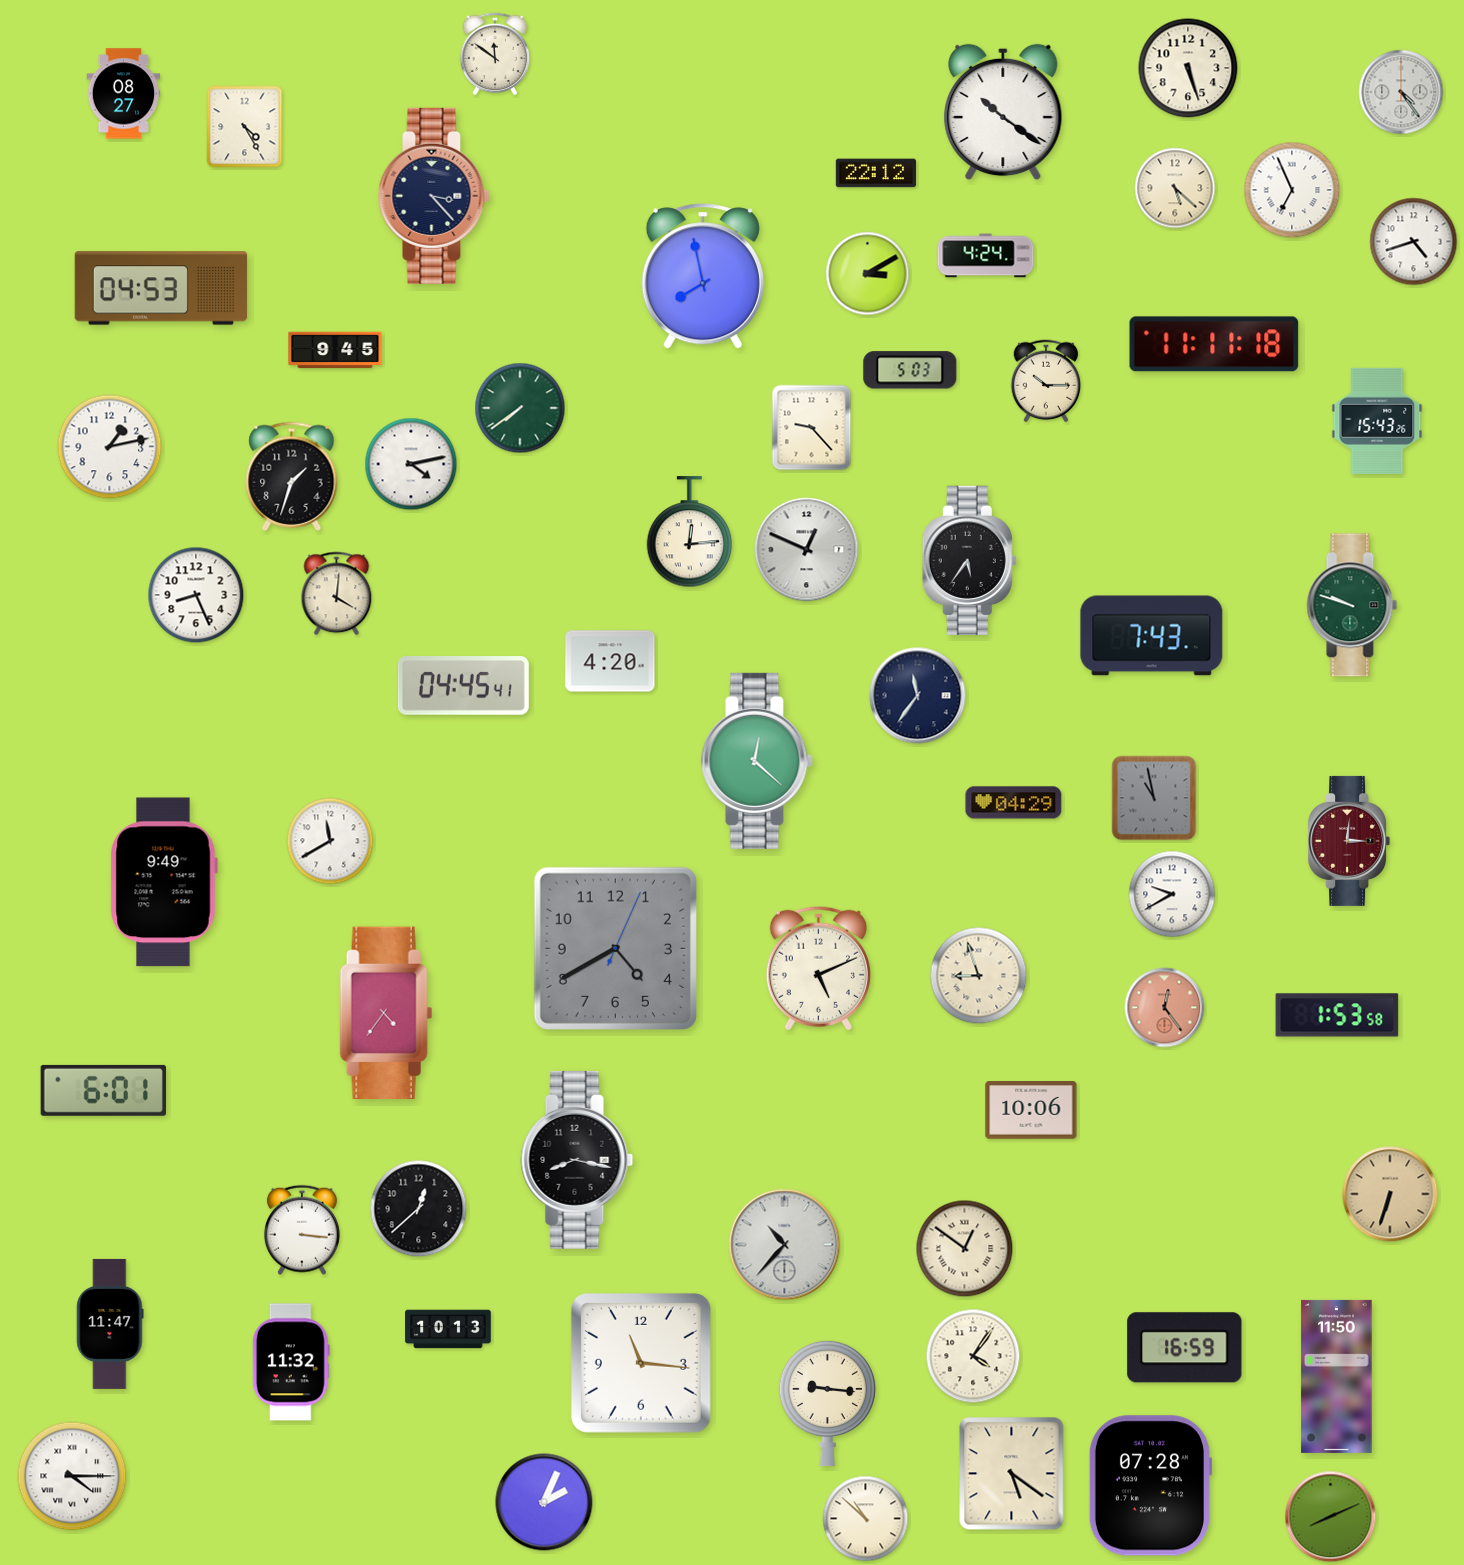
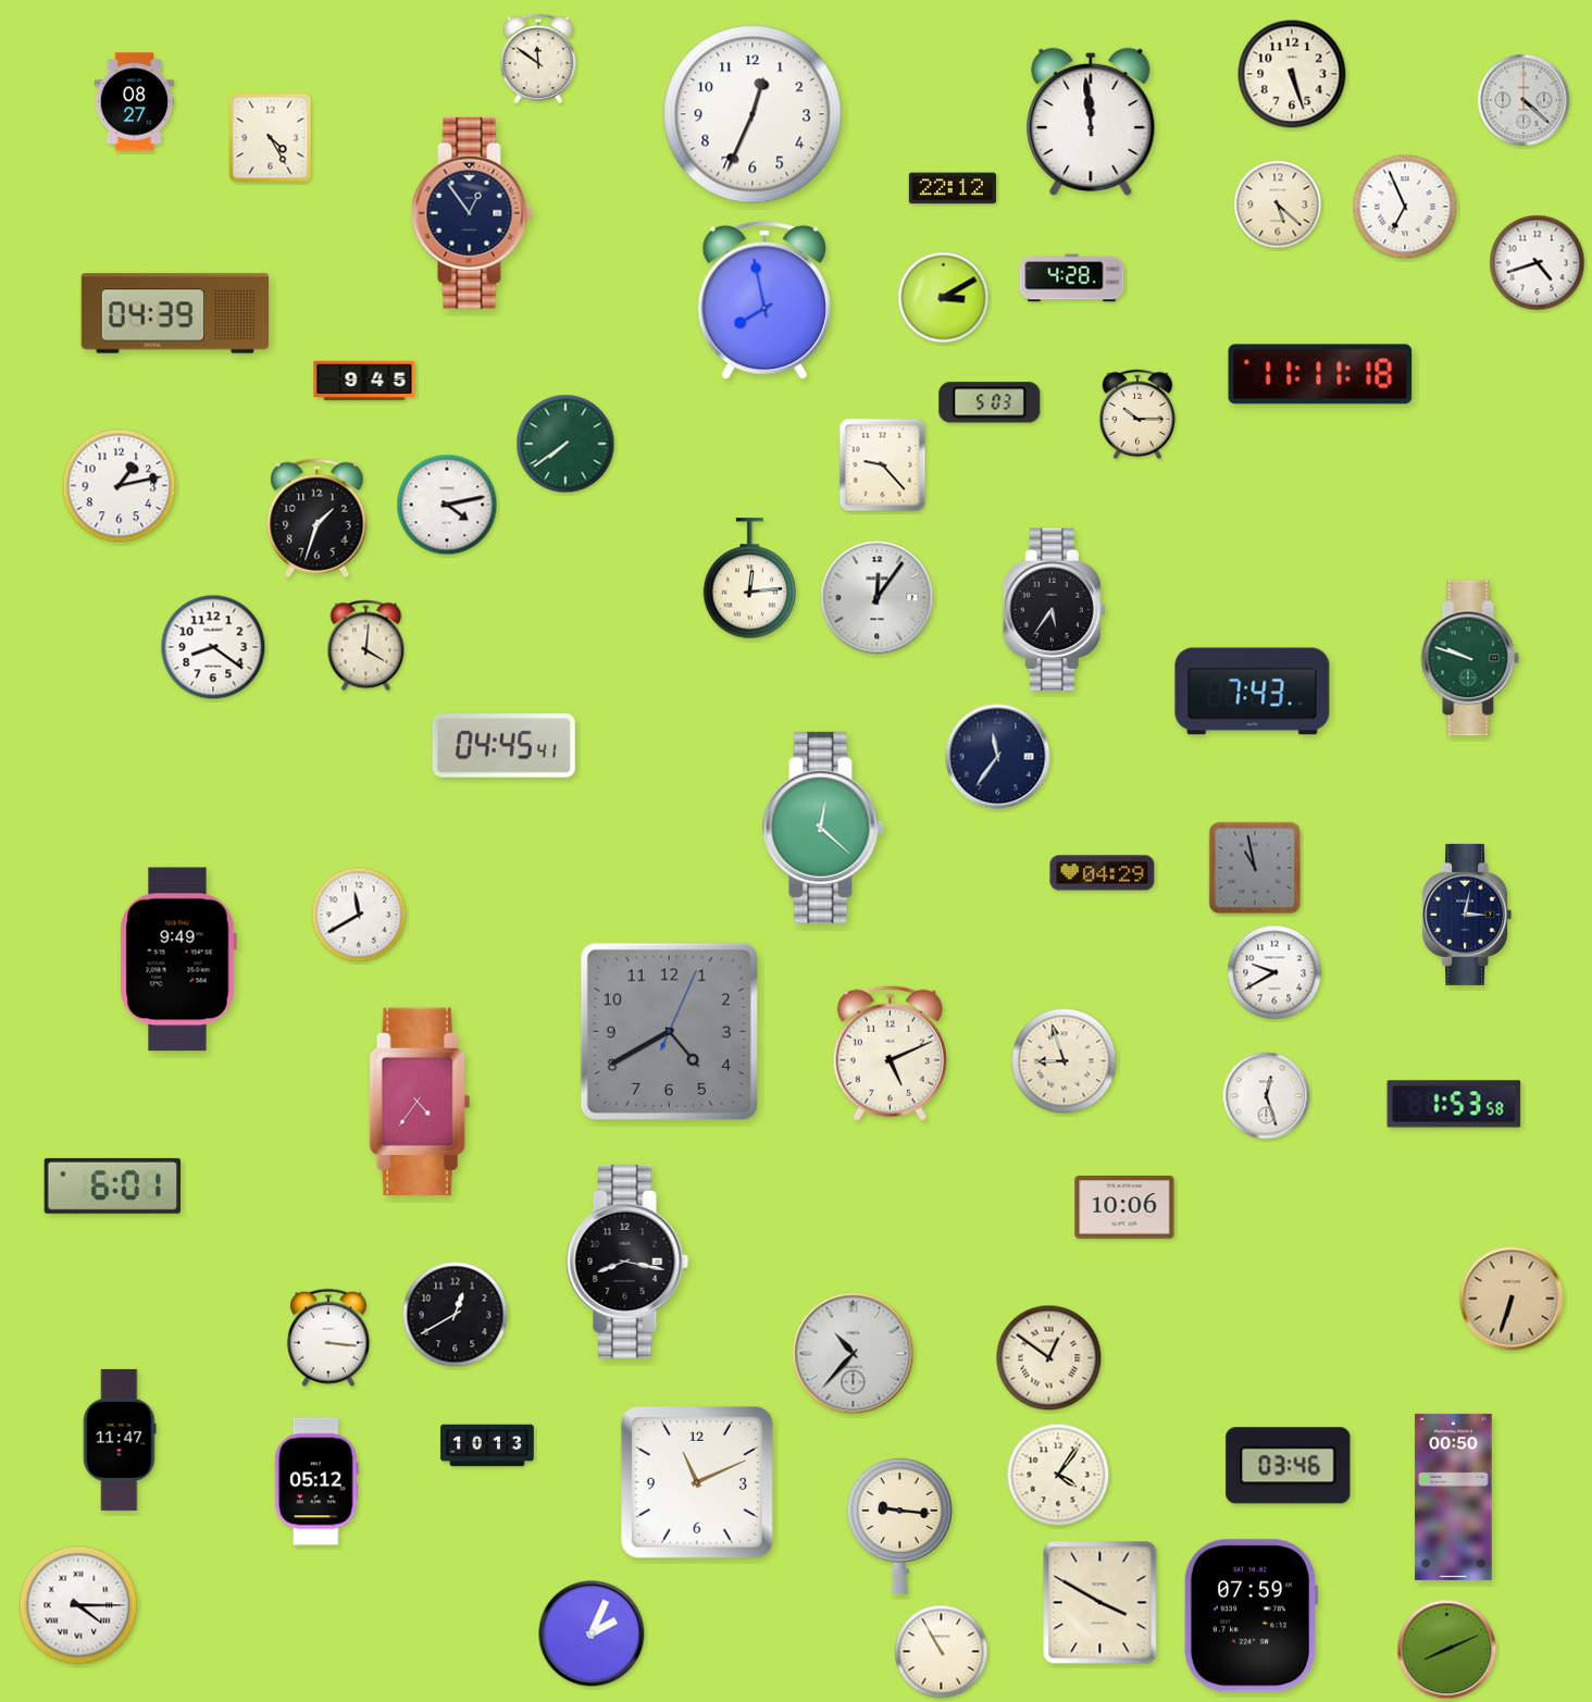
clock at (1401, 92): 4:24 -> 4:22
clock at (753, 114): none -> 12:34
clock at (1003, 112): 10:21 -> 11:59
clock at (245, 127) position: (245, 127) -> (271, 138)
clock at (434, 196): 3:23 -> 12:54
clock at (986, 256): 4:24 -> 4:28
clock at (161, 288): 04:53 -> 04:39
clock at (1377, 421): 15:43 -> none
clock at (807, 550): 12:49 -> 12:06
clock at (196, 595): 8:26 -> 8:21
clock at (610, 661): 4:20 -> none
clock at (1349, 841): 3:01 -> 3:02
clock at (1349, 841) dial: burgundy -> navy
clock at (1165, 1008): 12:24 -> 12:27
clock at (1165, 1008) dial: salmon -> white
clock at (1031, 1110) position: (1031, 1110) -> (1124, 1207)
clock at (419, 1209): 12:38 -> 12:40
clock at (1185, 1348): 16:59 -> 03:46
clock at (291, 1362): 11:32 -> 05:12
clock at (641, 1363): 11:16 -> 11:11
clock at (1337, 1376): 11:50 -> 00:50
clock at (1012, 1474): 5:21 -> 3:50
clock at (1150, 1486): 07:28 -> 07:59
clock at (866, 1519): 10:52 -> 10:55
